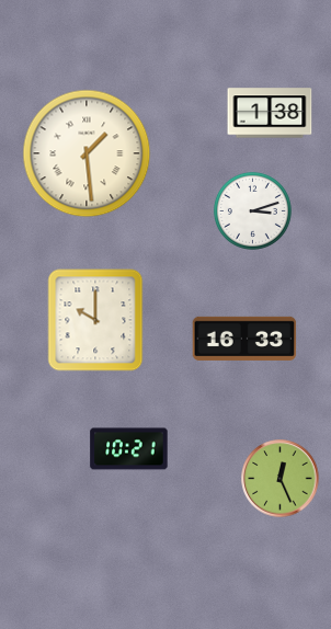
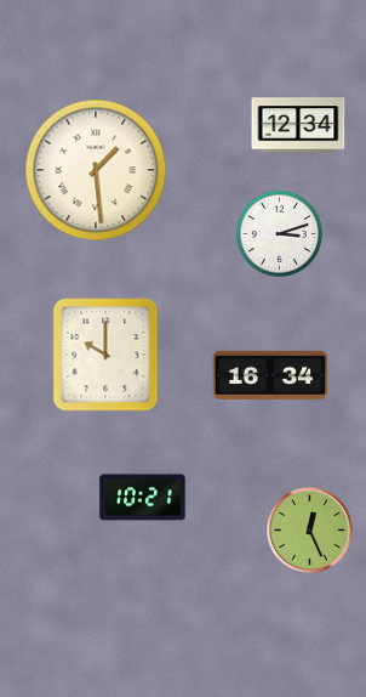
clock at (270, 113): 1:38 -> 12:34
clock at (244, 339): 16:33 -> 16:34
